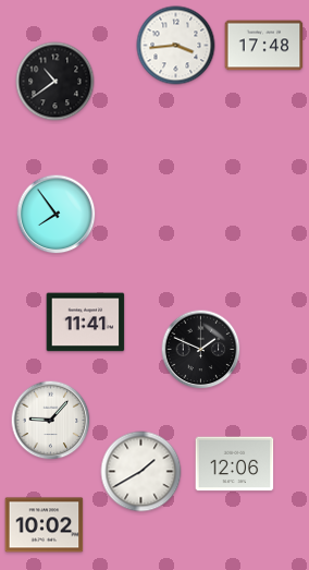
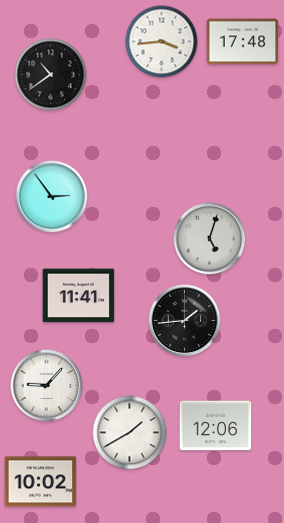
clock at (57, 215): 7:54 -> 2:54
clock at (210, 239): none -> 5:03
clock at (201, 350): 1:49 -> 1:44
